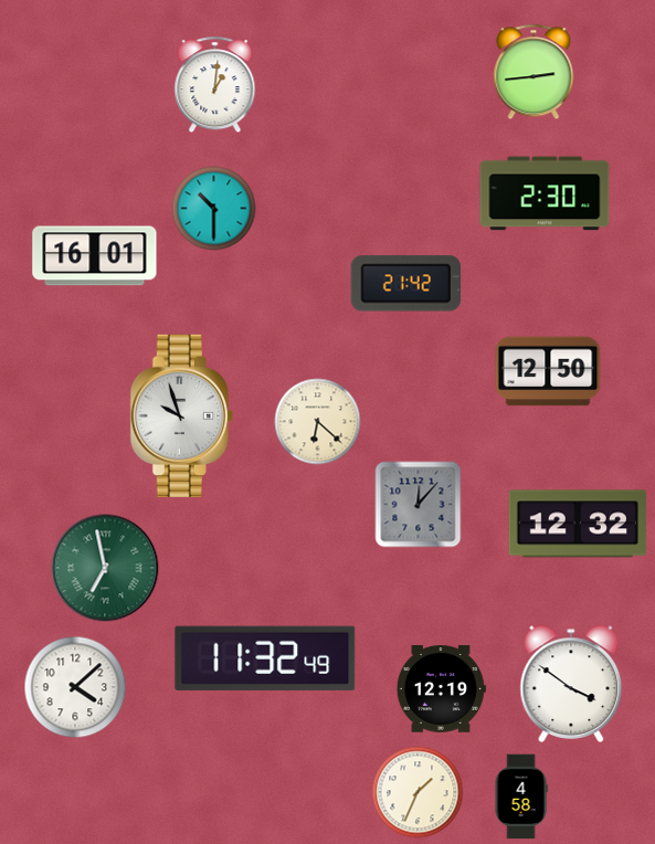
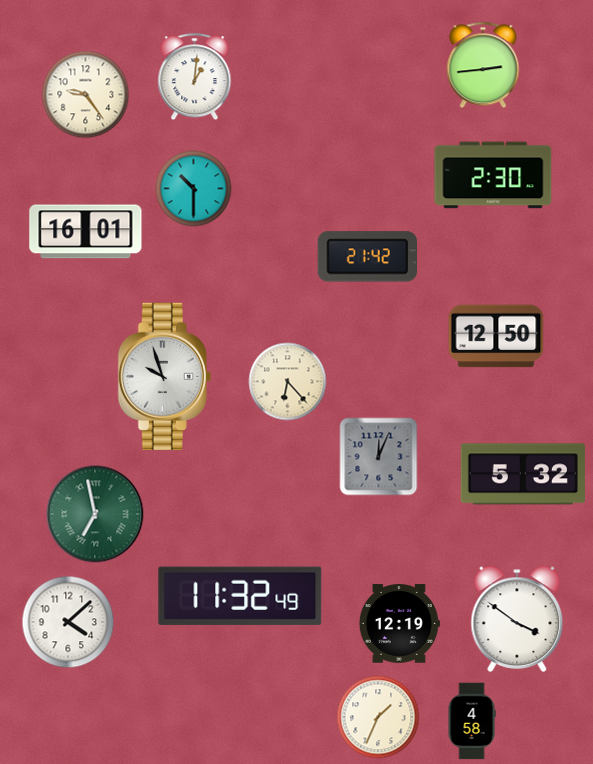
clock at (86, 95): none -> 9:24
clock at (318, 422): 6:22 -> 6:23
clock at (419, 505): 12:07 -> 12:04
clock at (578, 524): 12:32 -> 5:32
